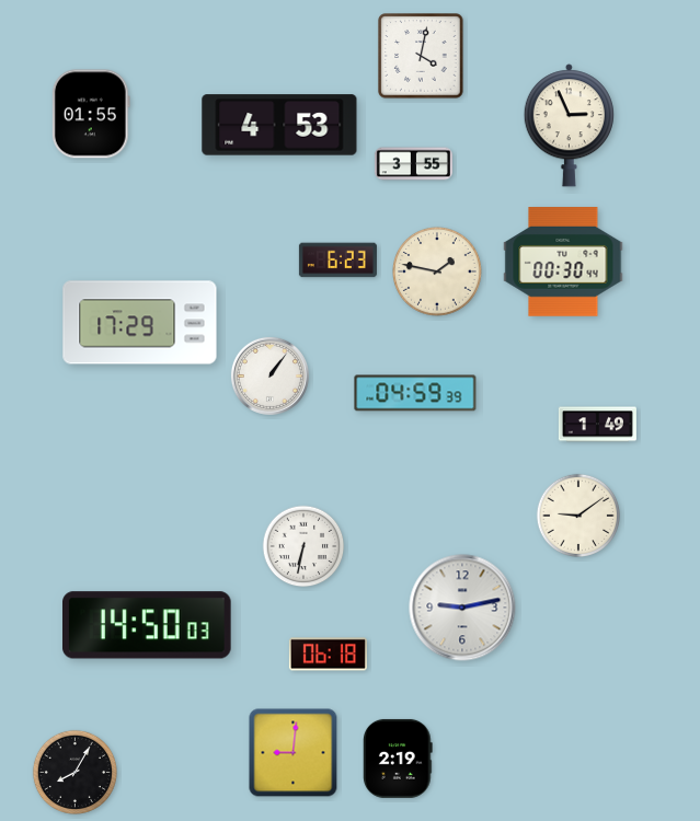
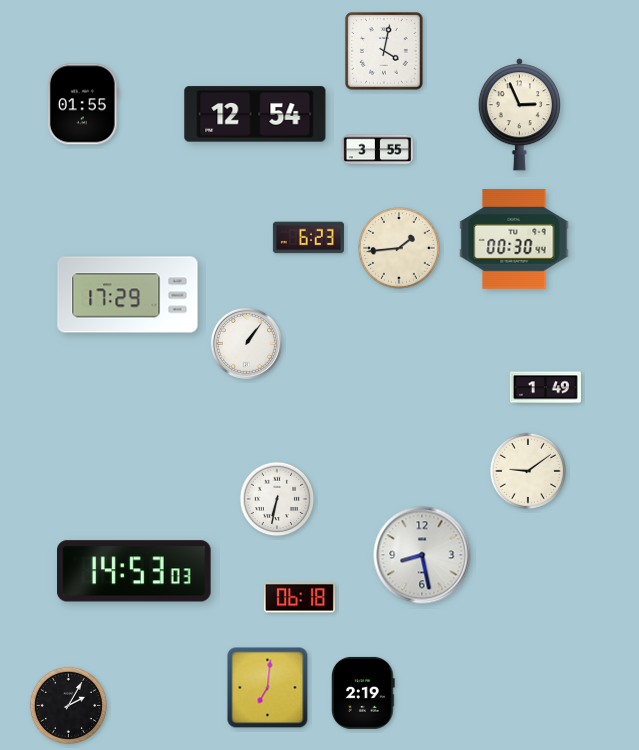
clock at (279, 125): 4:53 -> 12:54
clock at (438, 273): 1:47 -> 1:44
clock at (415, 393): 04:59 -> none
clock at (462, 608): 9:13 -> 8:28
clock at (148, 625): 14:50 -> 14:53
clock at (294, 753): 9:01 -> 7:01
clock at (74, 772): 8:05 -> 2:05
